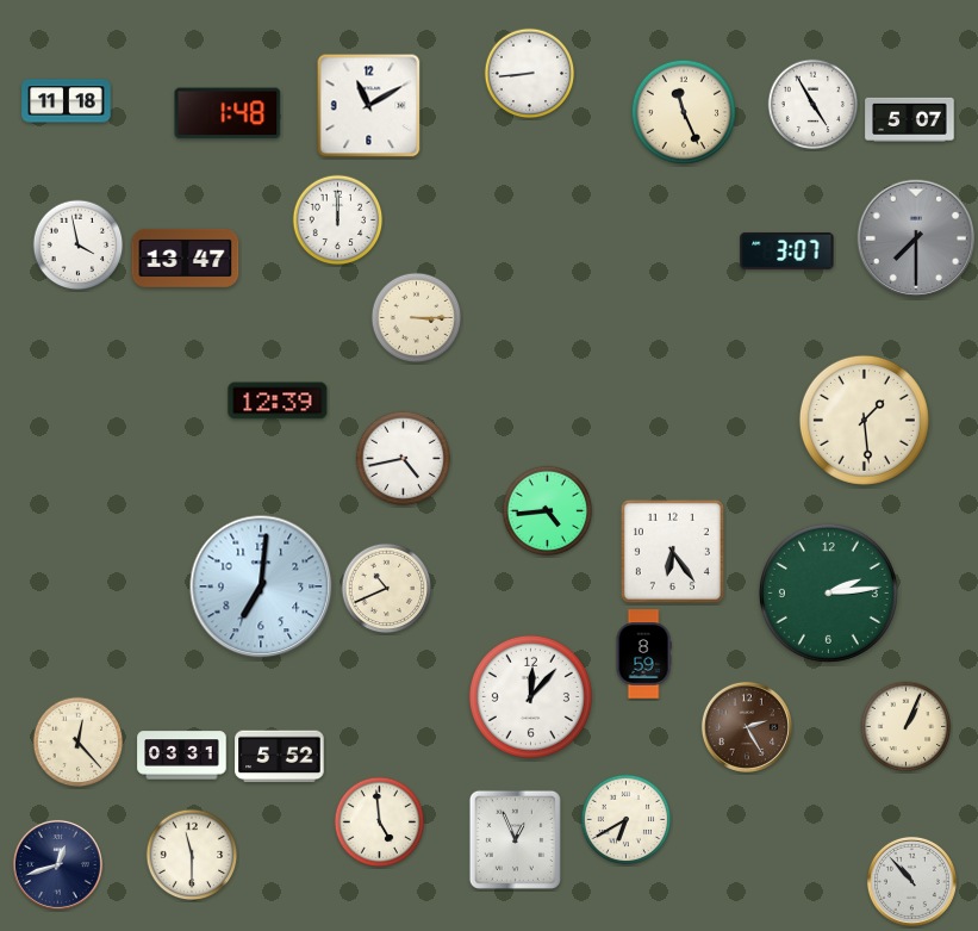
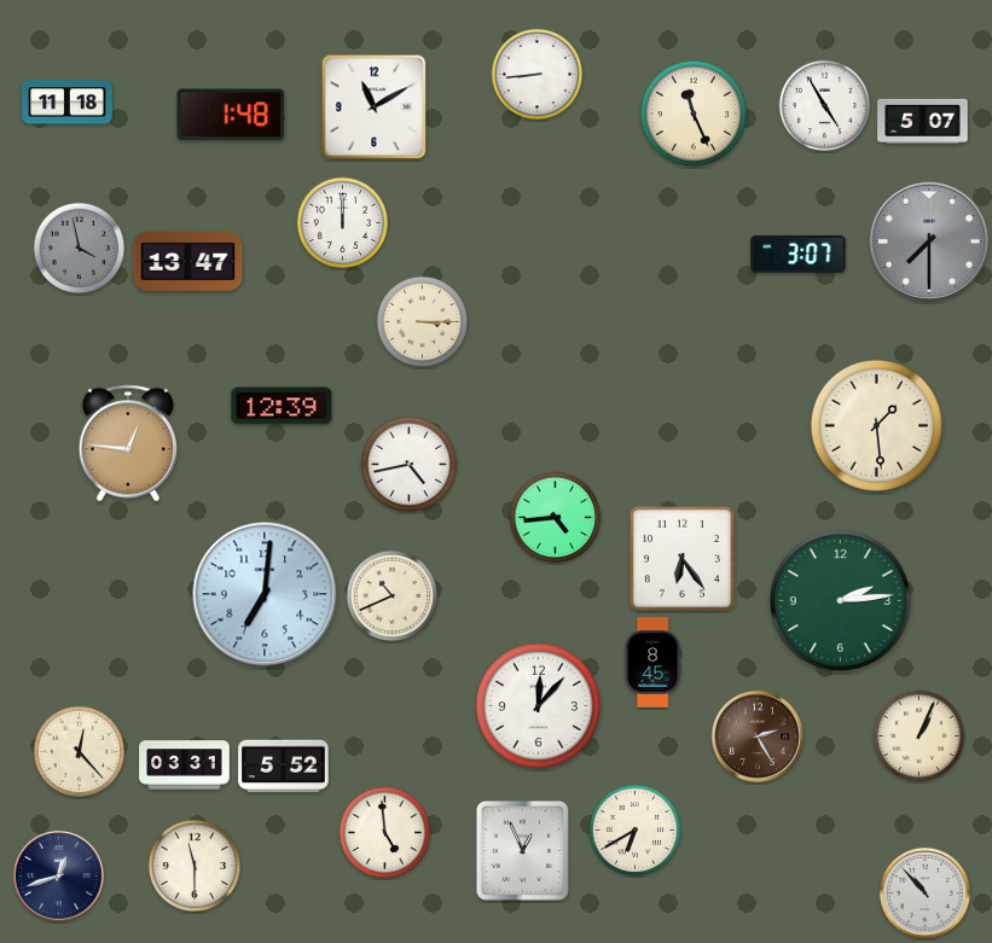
clock at (79, 246) dial: white -> grey
clock at (128, 443): none -> 12:46
clock at (643, 654): 8:59 -> 8:45
